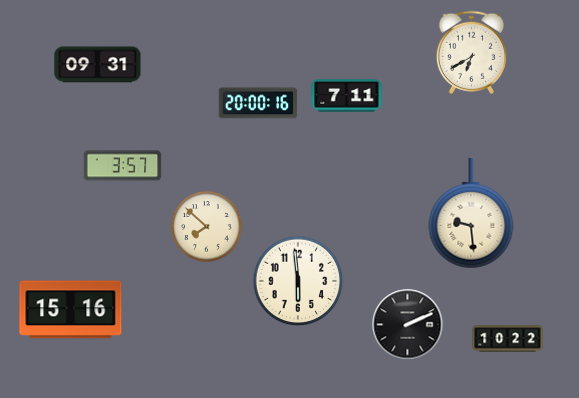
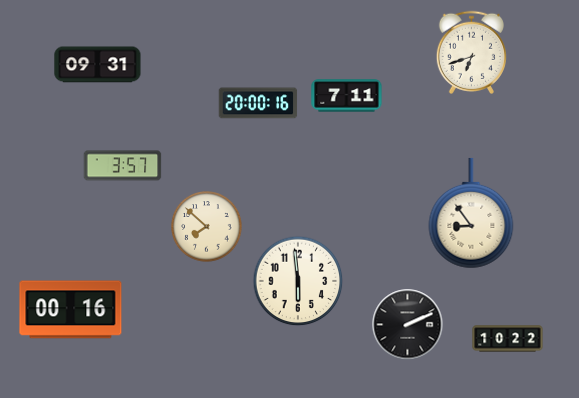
clock at (471, 52): 6:40 -> 6:42
clock at (471, 213): 9:29 -> 8:54
clock at (71, 310): 15:16 -> 00:16
